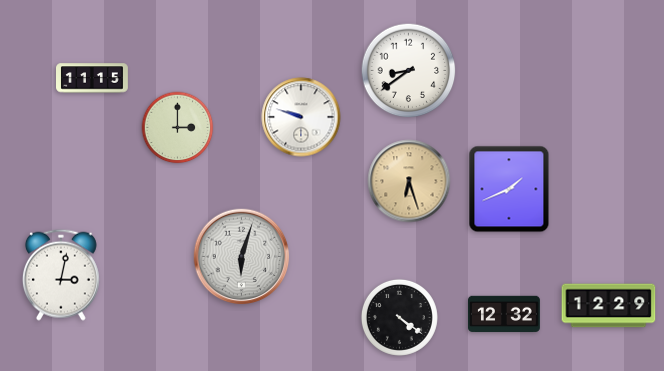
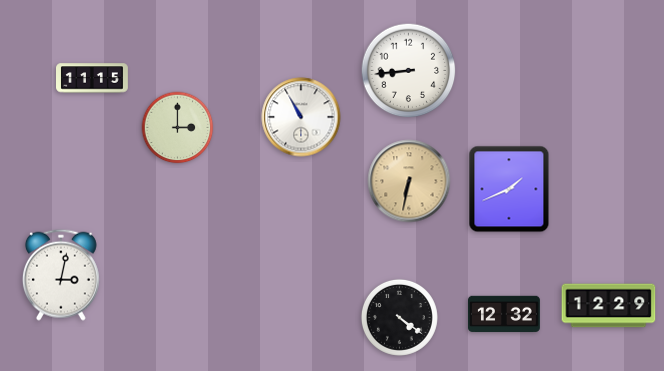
clock at (409, 71): 8:39 -> 8:44
clock at (301, 117): 9:48 -> 10:55
clock at (409, 181): 6:27 -> 6:32
clock at (242, 257): 6:03 -> none
